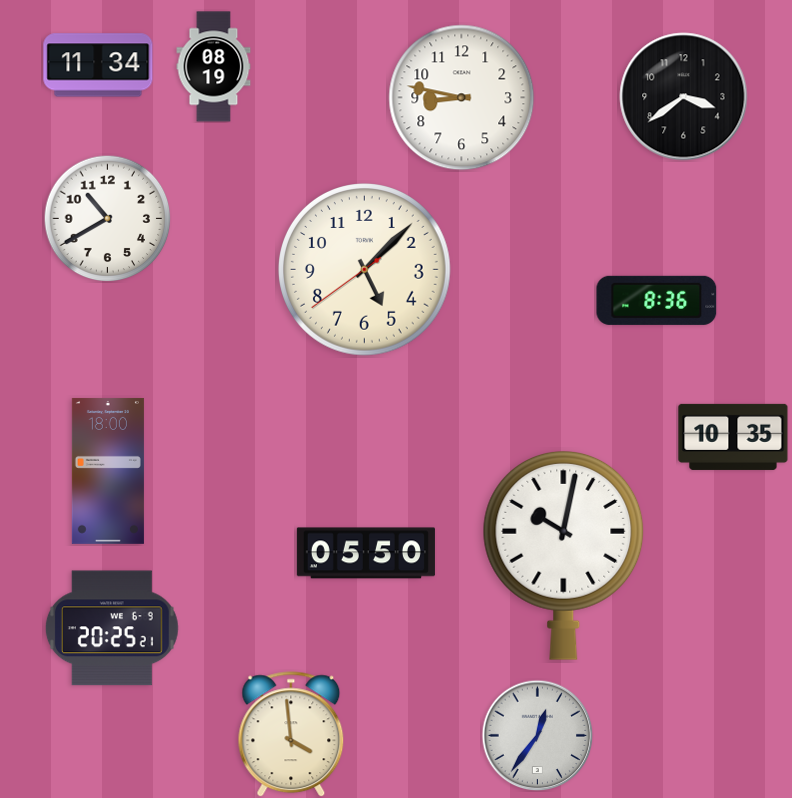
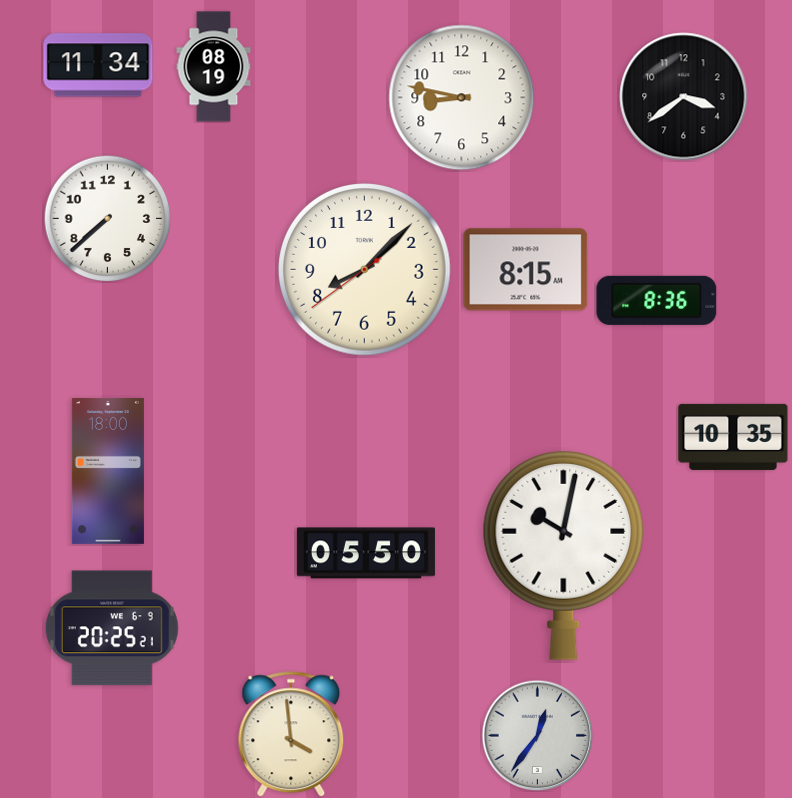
clock at (107, 218): 10:40 -> 7:38
clock at (365, 270): 5:07 -> 8:07
clock at (526, 270): none -> 8:15
